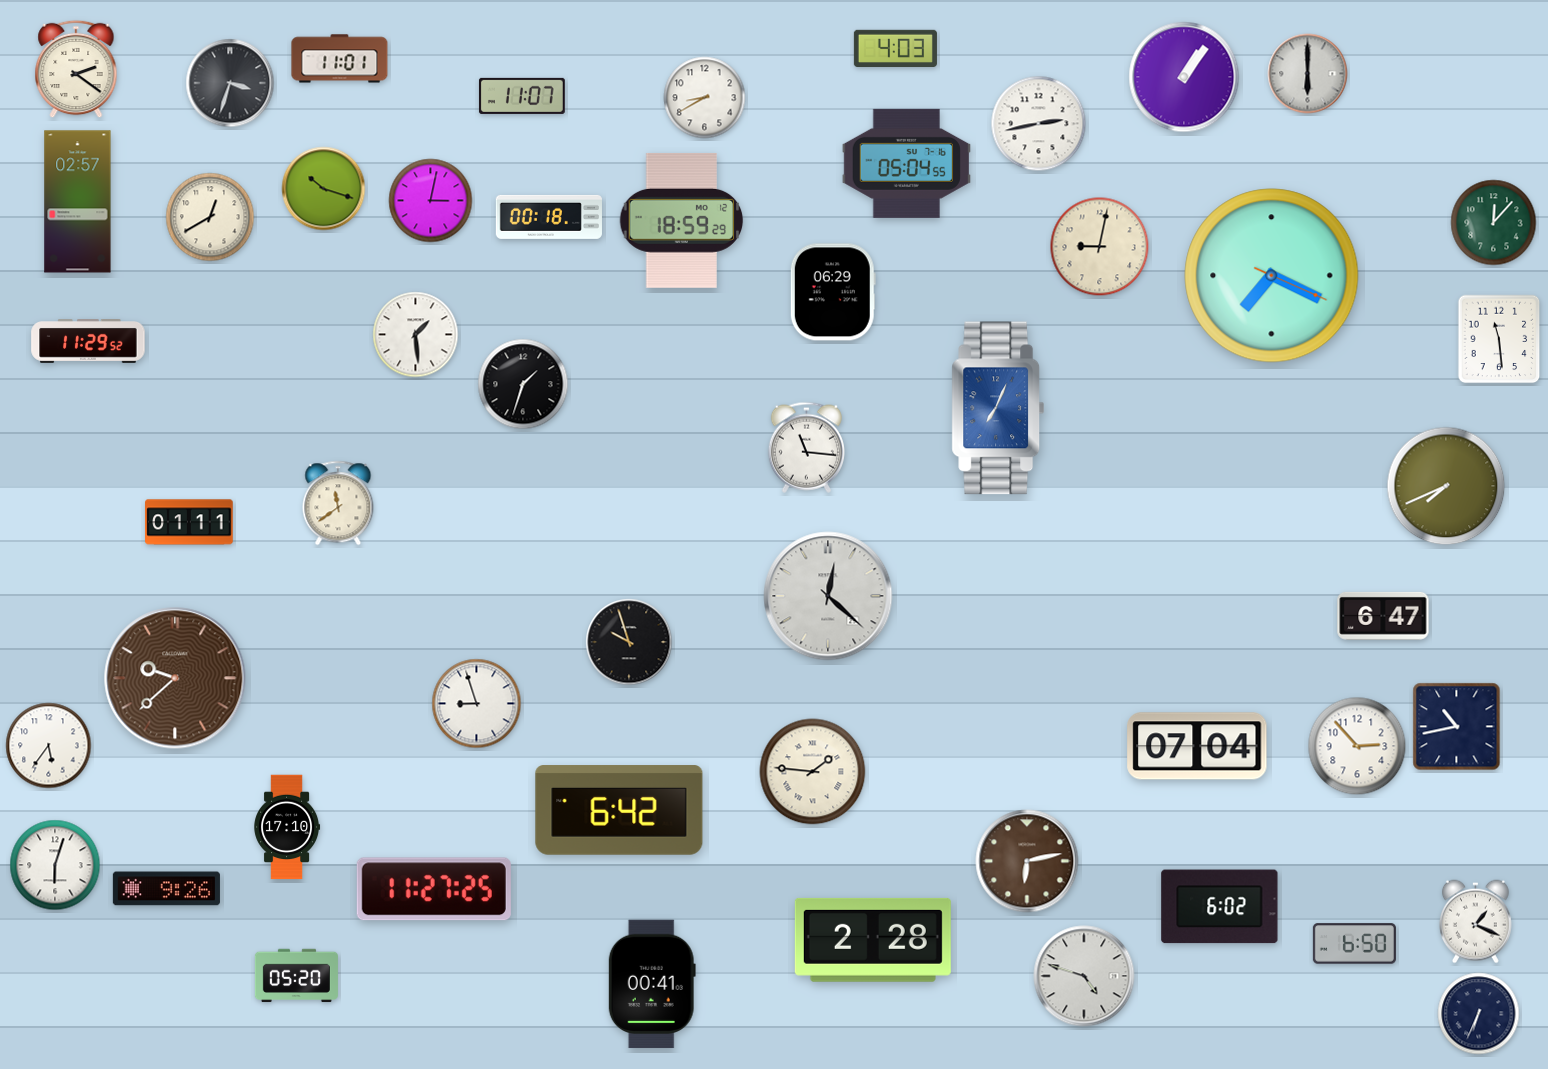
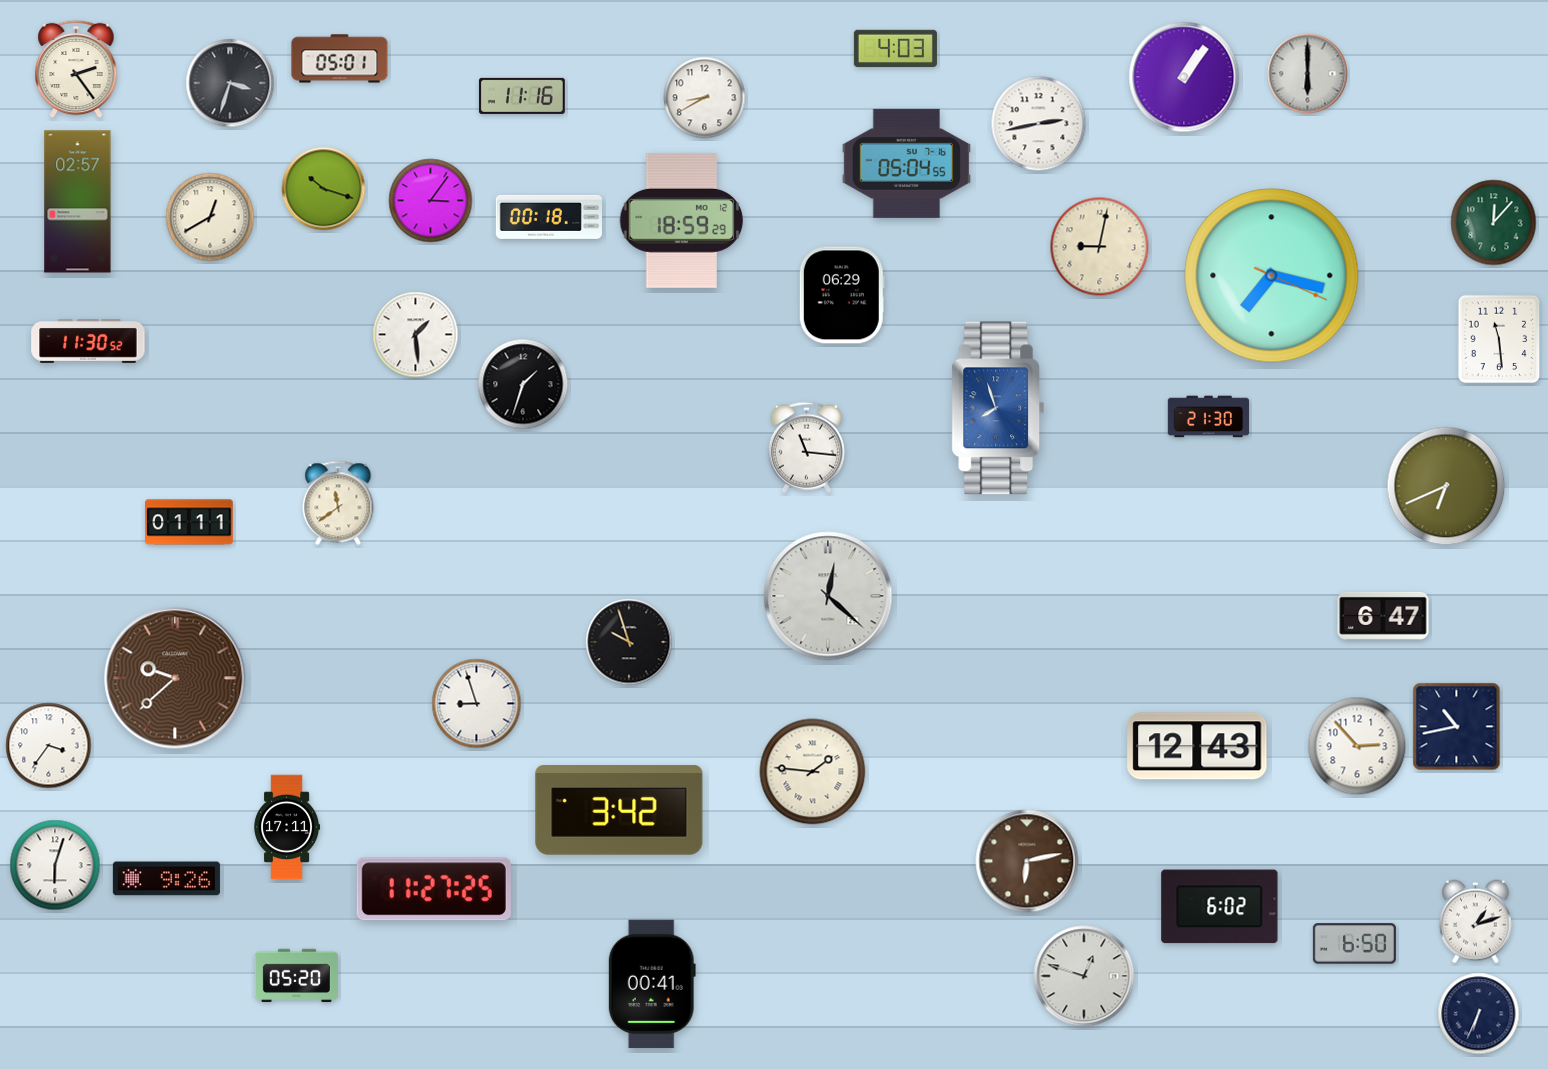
clock at (340, 59): 11:01 -> 05:01
clock at (76, 69): 2:21 -> 2:24
clock at (522, 96): 11:07 -> 11:16
clock at (431, 201): 3:02 -> 3:06
clock at (1272, 276): 7:19 -> 7:17
clock at (833, 292) position: (833, 292) -> (842, 295)
clock at (88, 342): 11:29 -> 11:30
clock at (998, 408): 7:04 -> 7:57
clock at (1209, 417): none -> 21:30
clock at (1446, 486): 7:41 -> 6:41
clock at (49, 746): 5:36 -> 3:36
clock at (1197, 746): 07:04 -> 12:43
clock at (619, 810): 6:42 -> 3:42
clock at (287, 827): 17:10 -> 17:11
clock at (166, 889) position: (166, 889) -> (166, 879)
clock at (1475, 922): 1:19 -> 1:12
clock at (873, 940): 2:28 -> none
clock at (1084, 976): 4:48 -> 12:48
